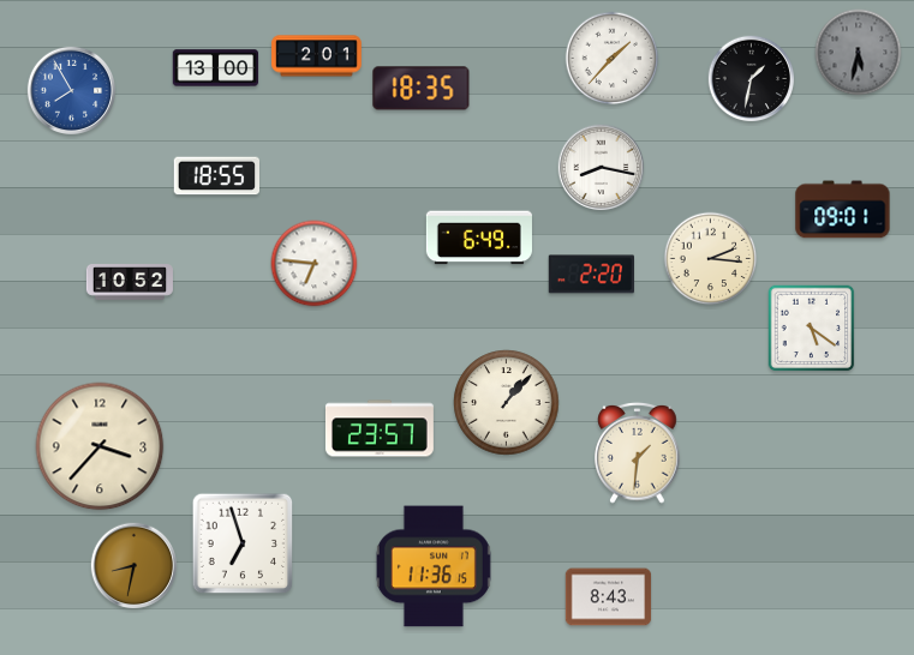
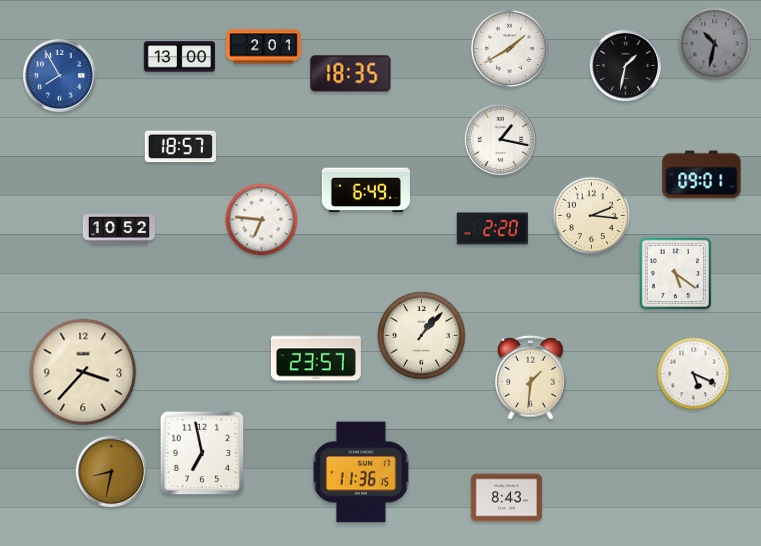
clock at (859, 53): 5:32 -> 10:32
clock at (613, 59): 1:37 -> 1:40
clock at (602, 168): 8:17 -> 1:17
clock at (216, 176): 18:55 -> 18:57
clock at (479, 238) position: (479, 238) -> (366, 190)
clock at (130, 282) position: (130, 282) -> (119, 229)
clock at (694, 374): none -> 5:19
clock at (243, 543): 6:57 -> 6:58
